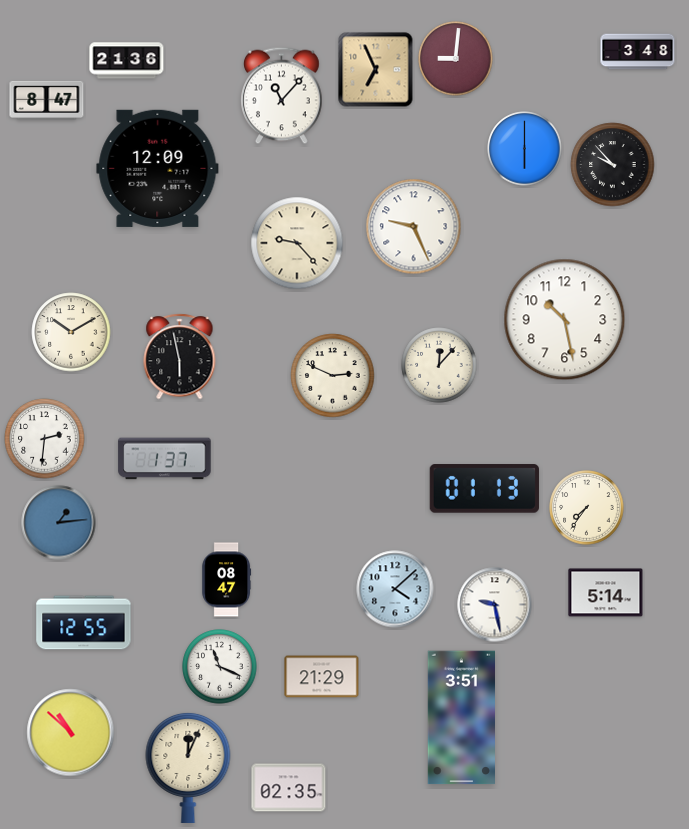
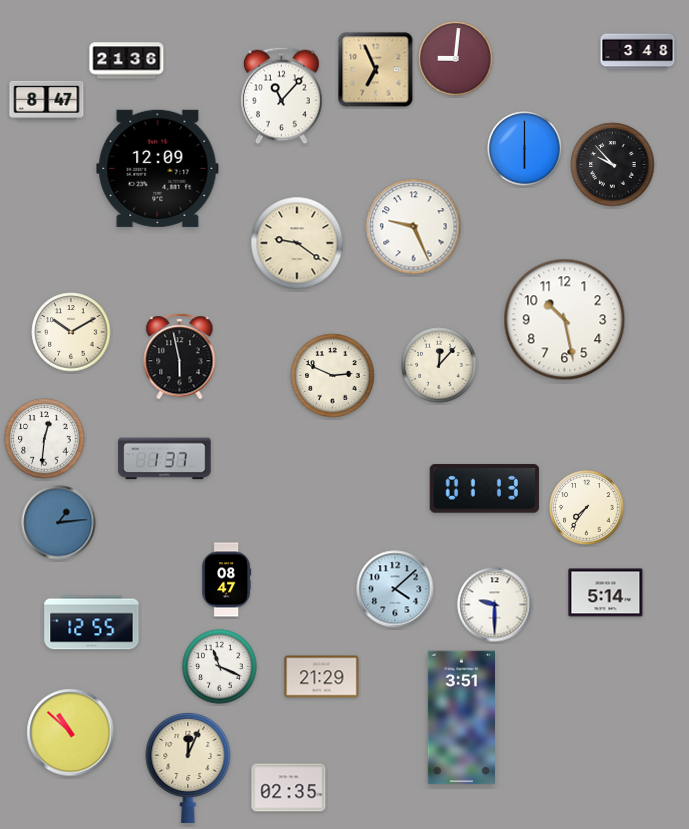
clock at (297, 243): 9:23 -> 9:21
clock at (45, 439): 2:31 -> 12:31
clock at (495, 605): 9:28 -> 9:30
clock at (84, 623) position: (84, 623) -> (92, 623)
